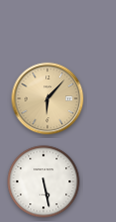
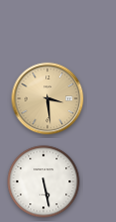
clock at (48, 99): 6:07 -> 3:29
